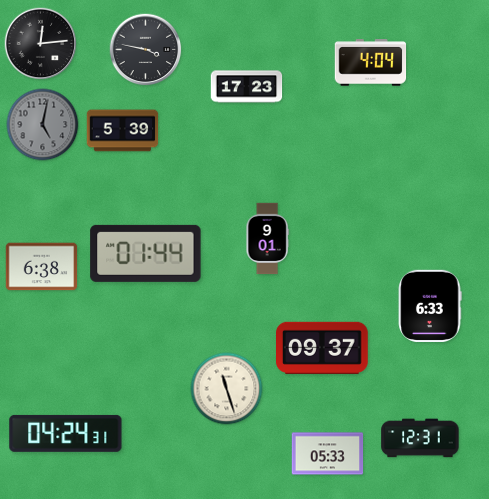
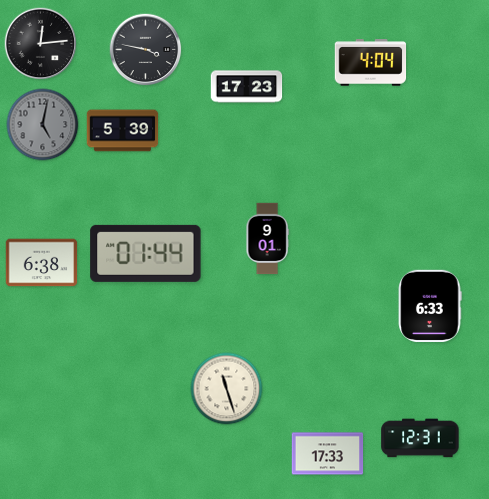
clock at (42, 267) position: (42, 267) -> (42, 263)
clock at (323, 348): 09:37 -> none
clock at (66, 433): 04:24 -> none
clock at (328, 454): 05:33 -> 17:33
